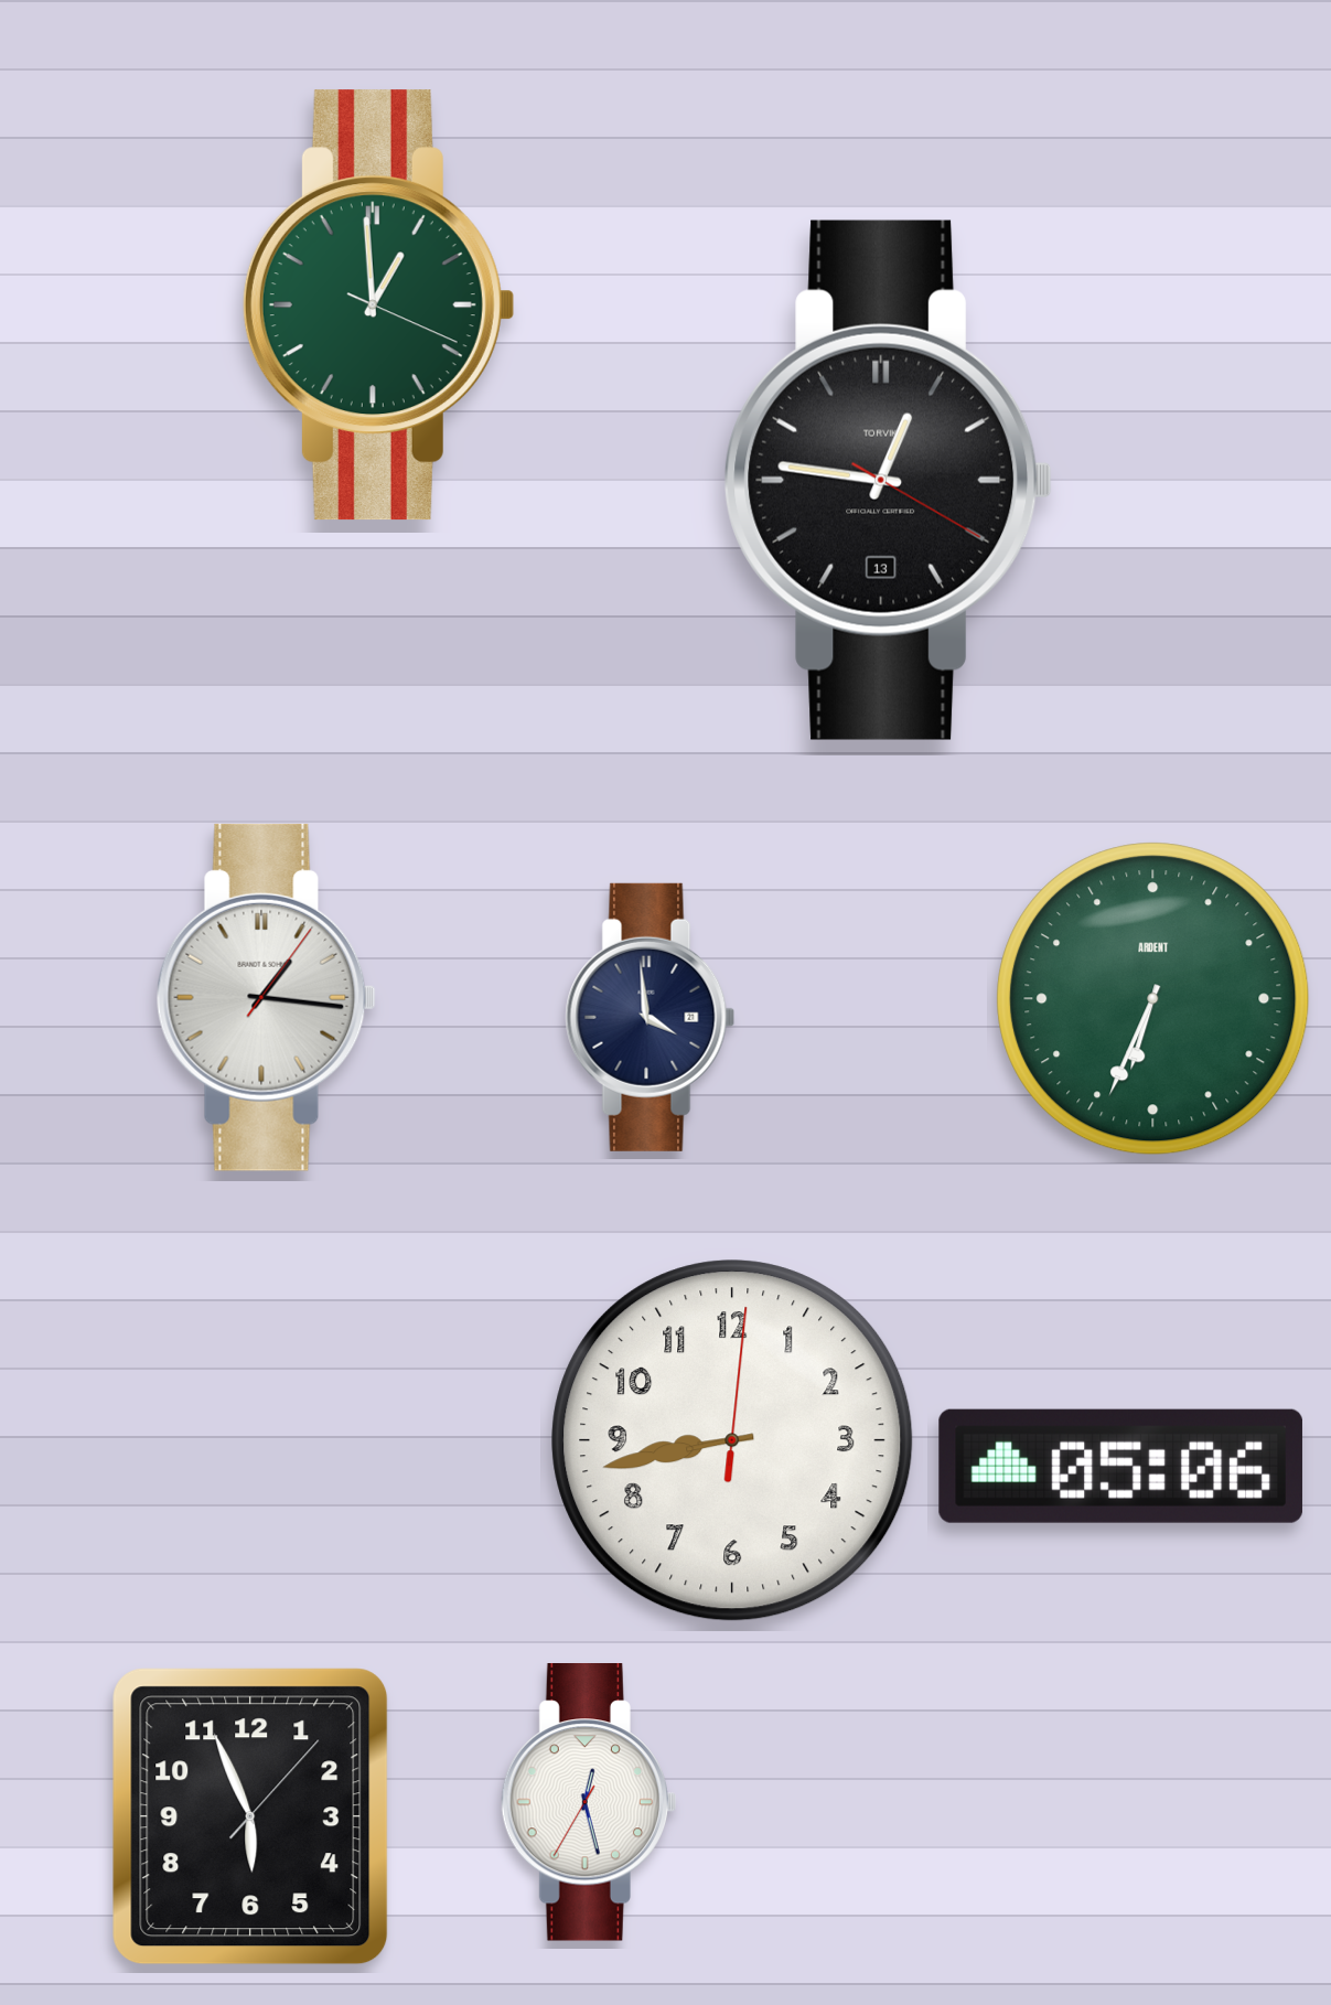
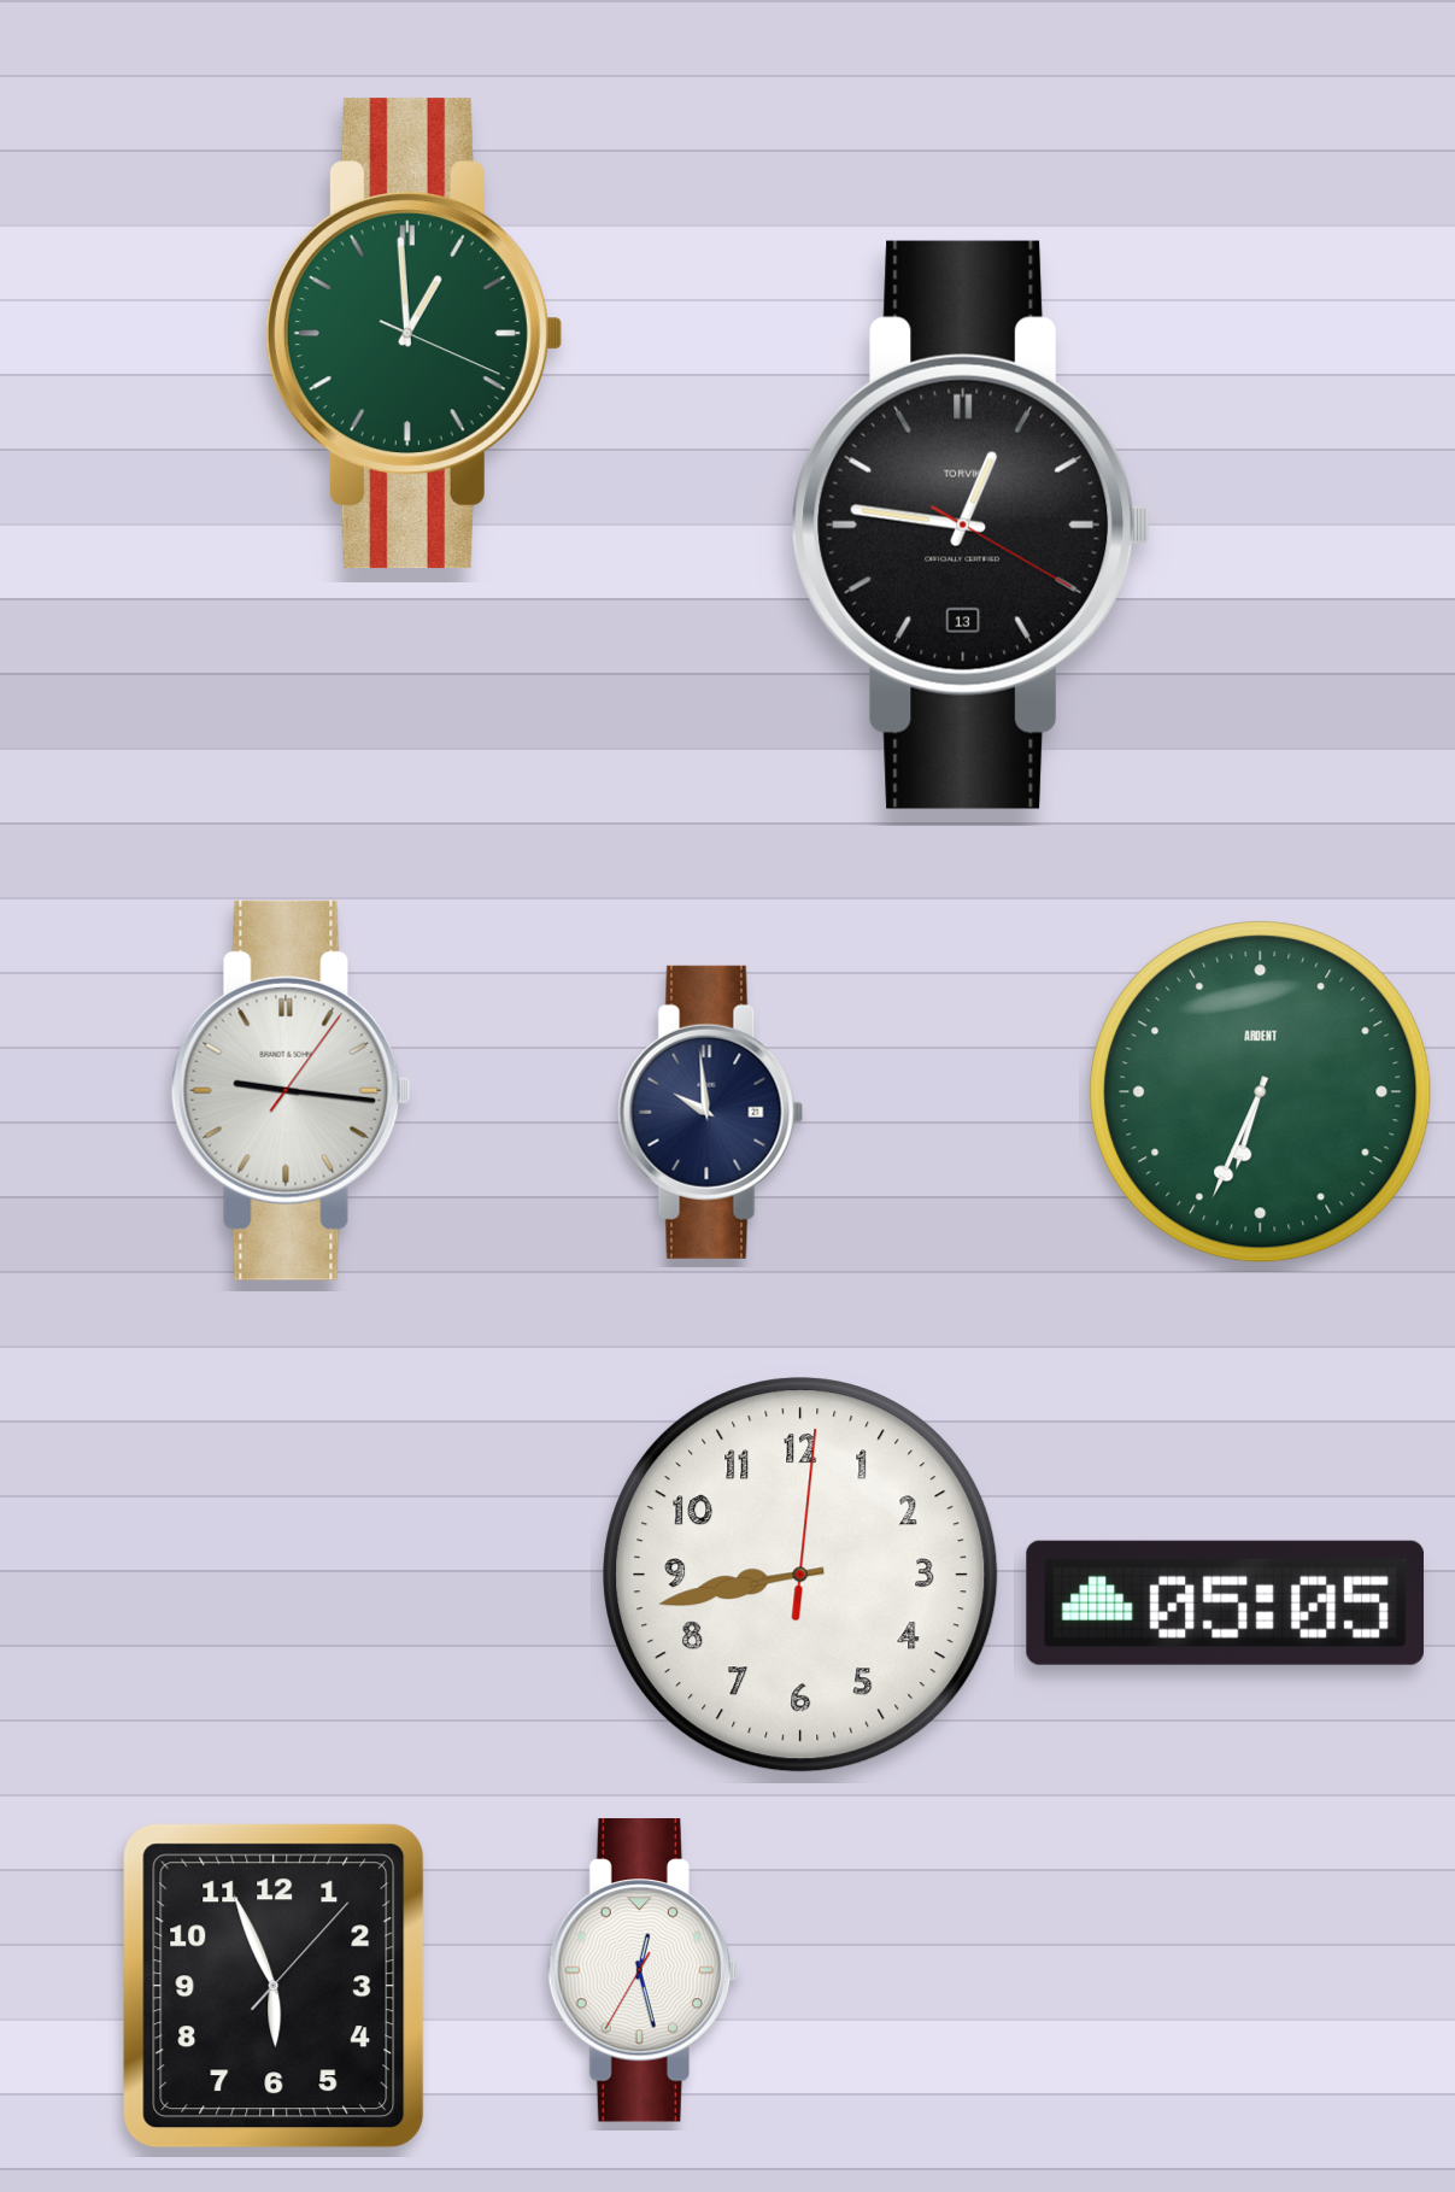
clock at (266, 997): 1:16 -> 9:16
clock at (651, 1017): 3:59 -> 9:59
clock at (1120, 1466): 05:06 -> 05:05
